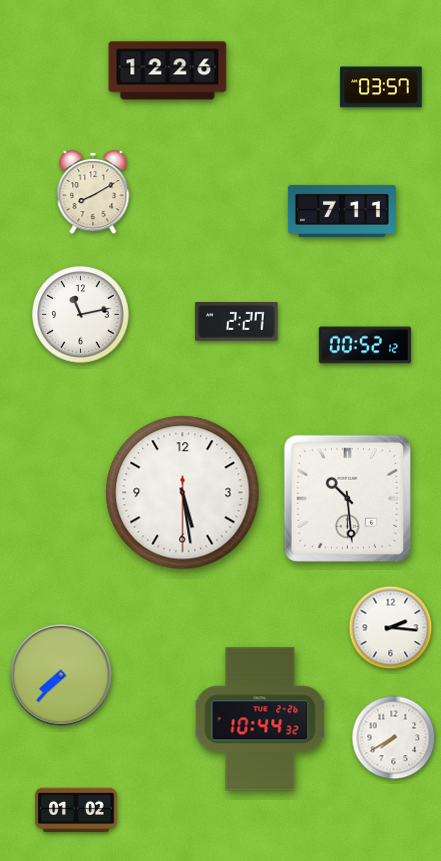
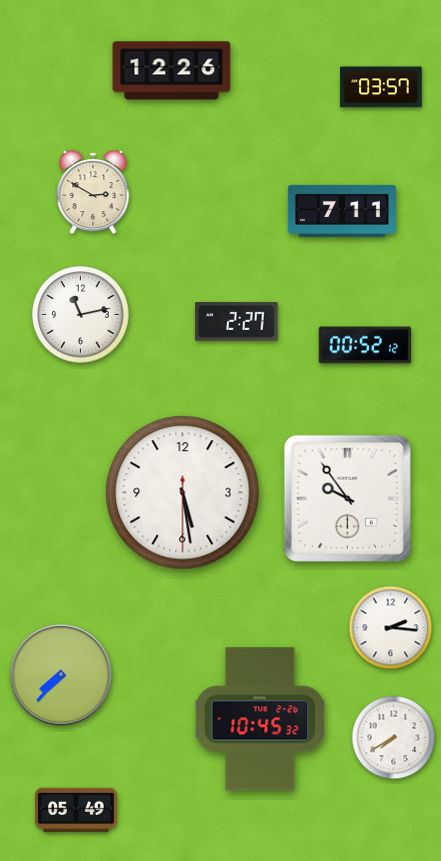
clock at (168, 71) position: (168, 71) -> (172, 71)
clock at (93, 193): 8:10 -> 2:50
clock at (347, 498): 10:29 -> 9:54
clock at (260, 719): 10:44 -> 10:45
clock at (76, 810): 01:02 -> 05:49
